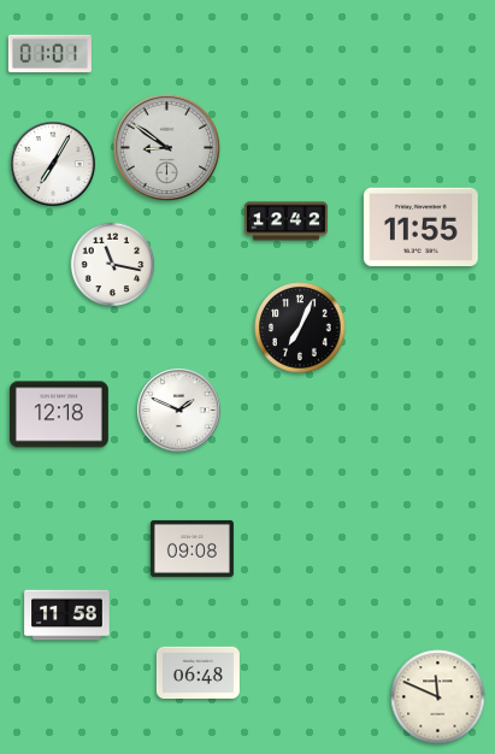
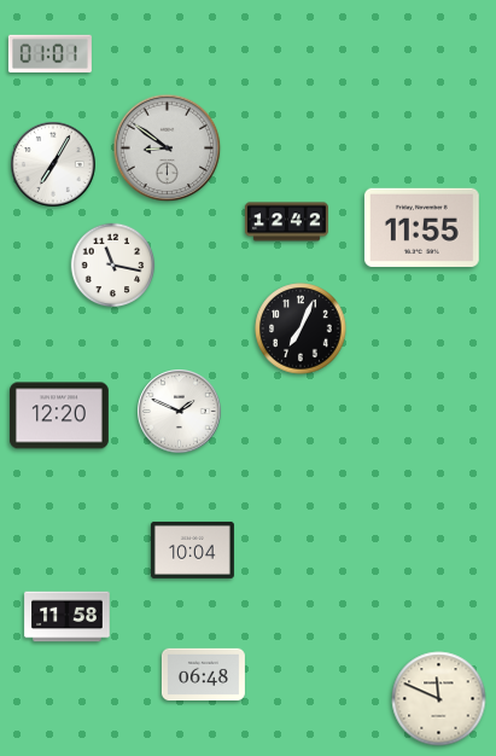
clock at (59, 414): 12:18 -> 12:20
clock at (191, 548): 09:08 -> 10:04
clock at (198, 673) position: (198, 673) -> (203, 675)
